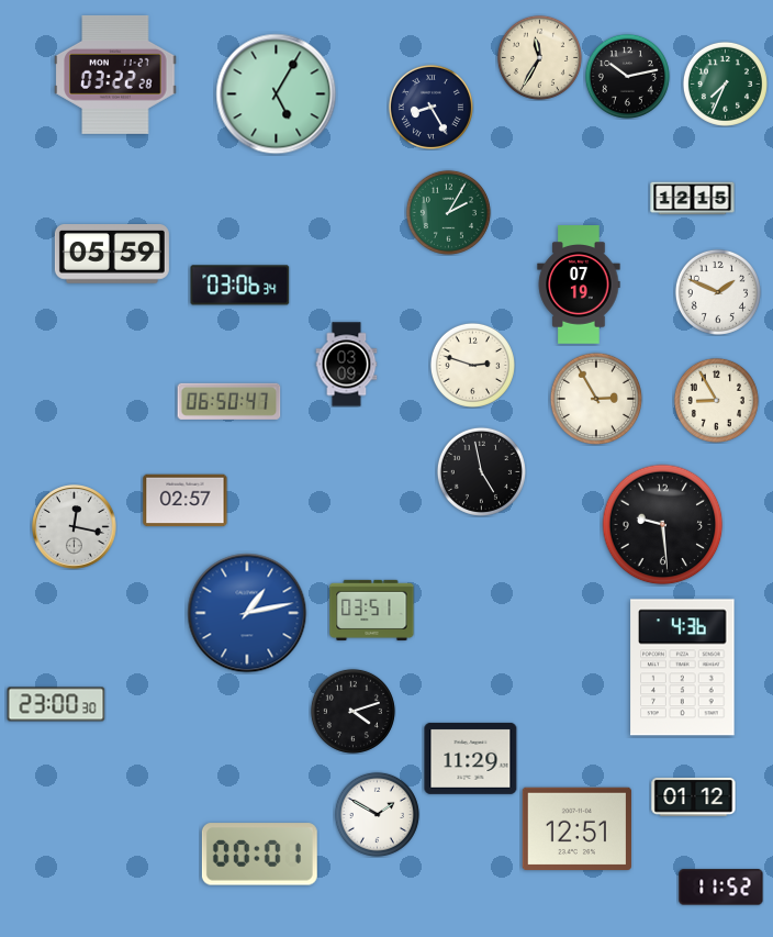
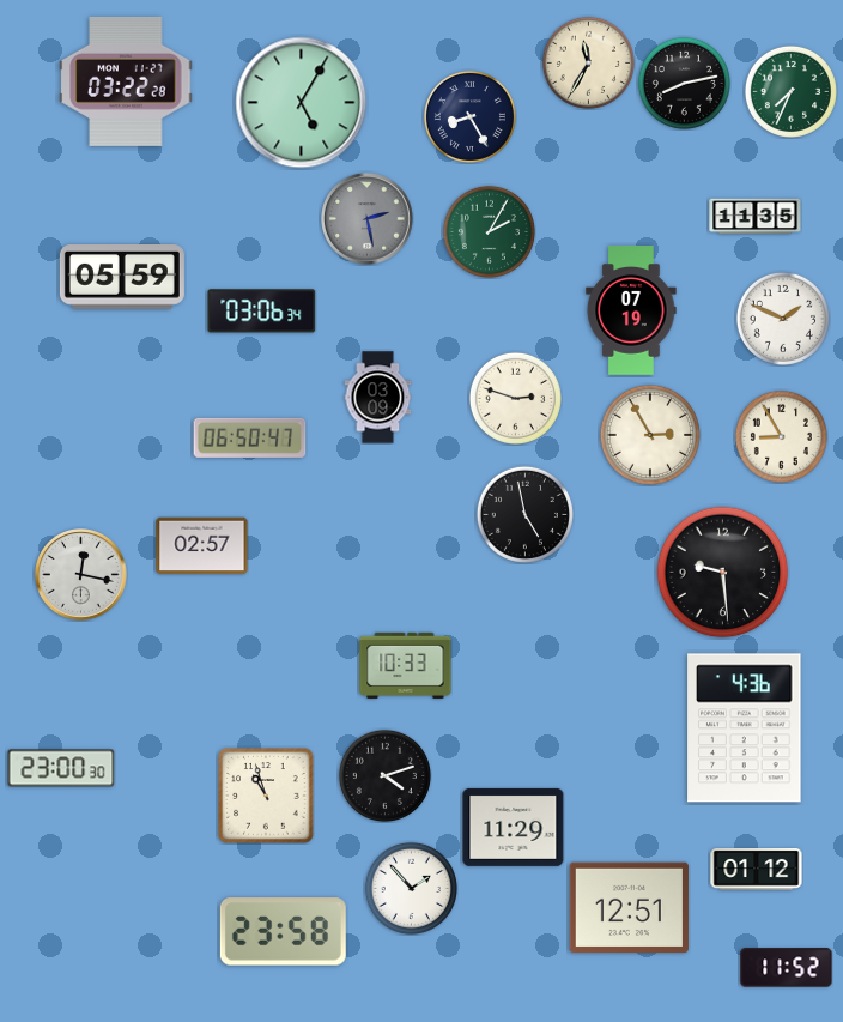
clock at (627, 76): 10:13 -> 8:13
clock at (693, 199): 12:15 -> 11:35
clock at (368, 219): none -> 2:28
clock at (372, 610): 03:51 -> 10:33
clock at (247, 613): 1:13 -> none
clock at (266, 796): none -> 10:57
clock at (377, 814): 1:50 -> 1:53
clock at (576, 829) position: (576, 829) -> (629, 908)
clock at (259, 855): 00:01 -> 23:58
